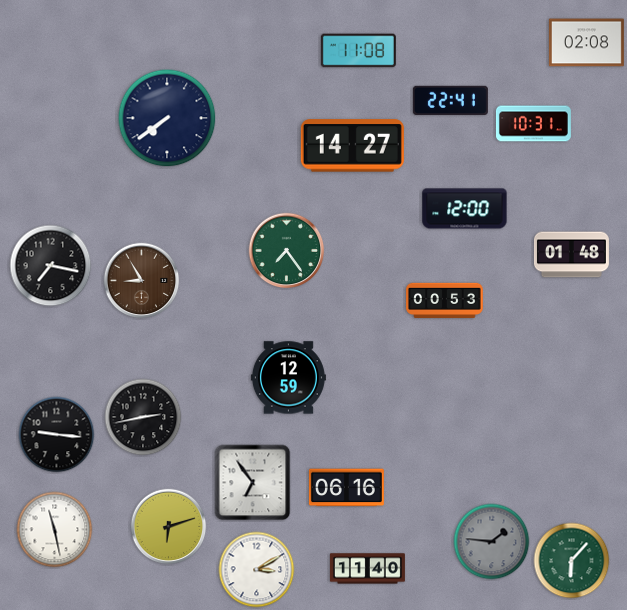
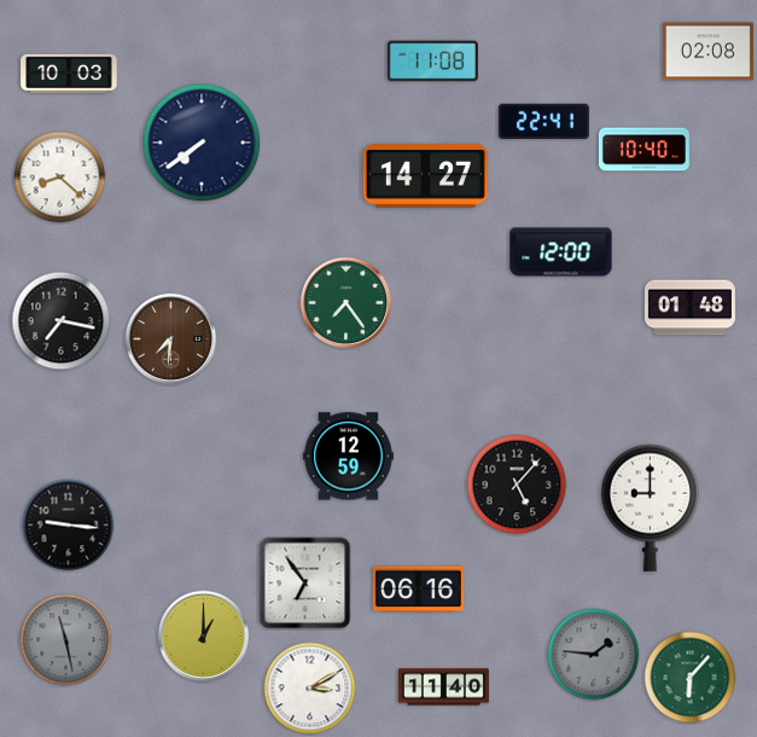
clock at (69, 72): none -> 10:03
clock at (533, 124): 10:31 -> 10:40
clock at (60, 178): none -> 8:22
clock at (142, 281): 8:55 -> 7:31
clock at (445, 301): 00:53 -> none
clock at (517, 484): none -> 5:07
clock at (143, 417): 2:43 -> none
clock at (651, 507): none -> 9:00
clock at (169, 527): 6:12 -> 1:00
clock at (55, 530) dial: white -> grey
